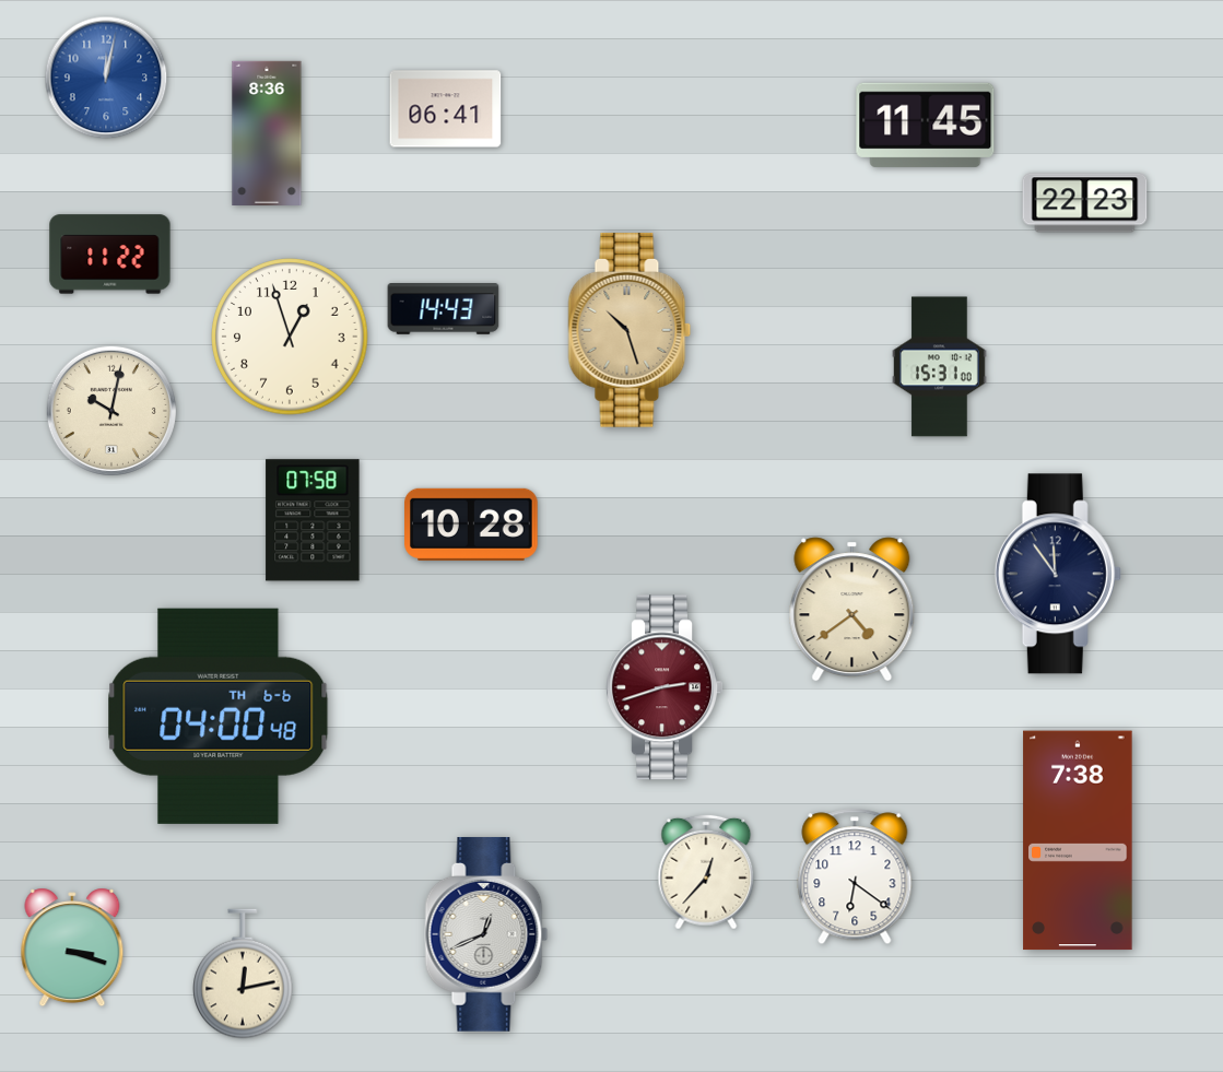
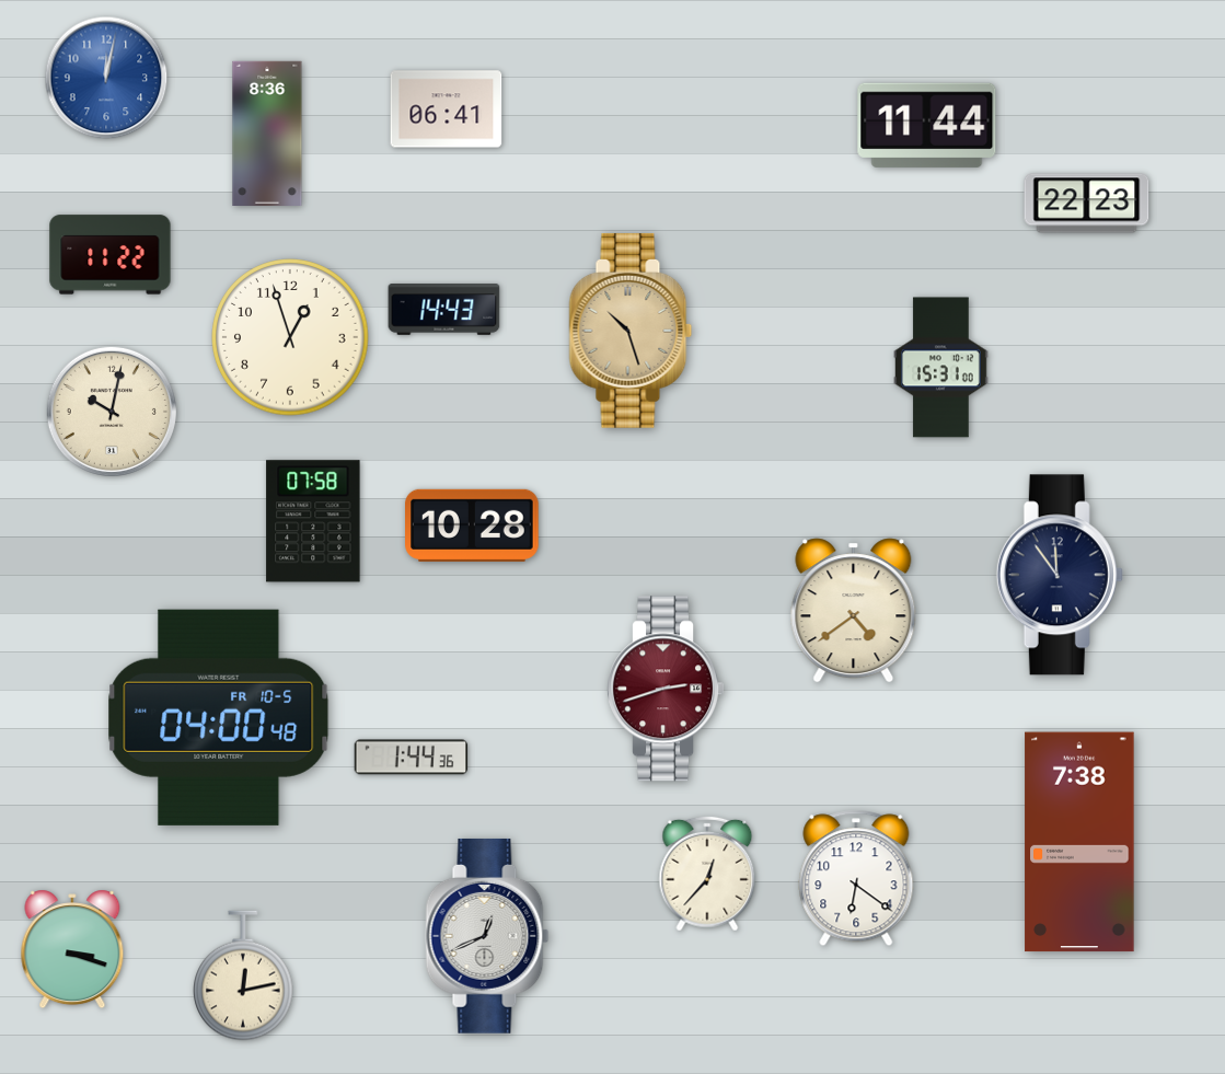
clock at (926, 125): 11:45 -> 11:44
clock at (219, 716) date: TH 6-6 -> FR 10-5
clock at (412, 758): none -> 1:44
